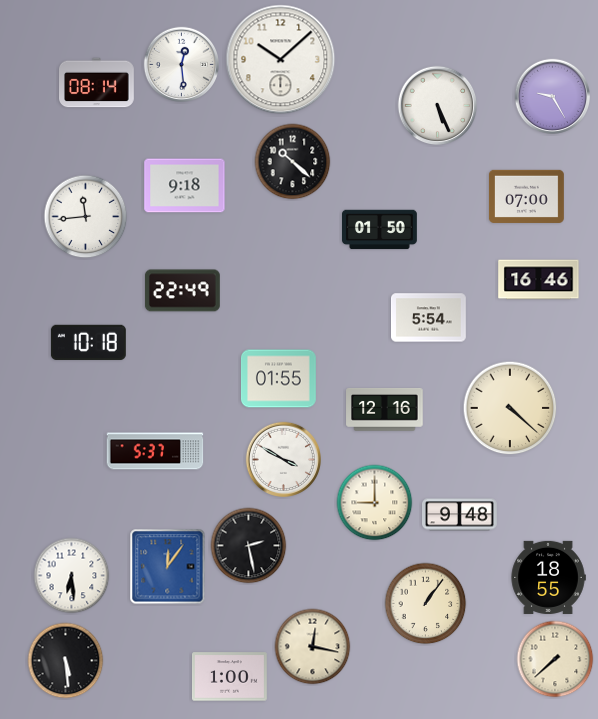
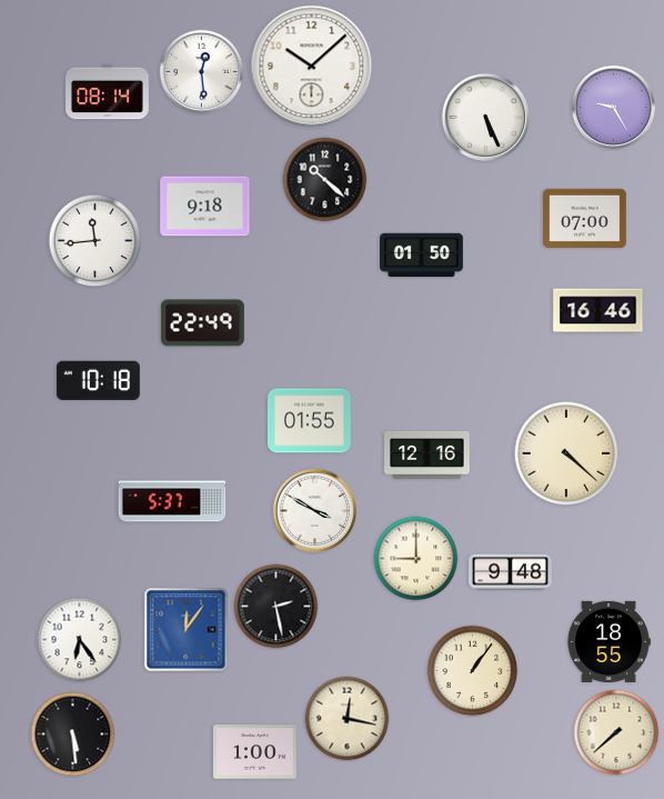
clock at (429, 318): 5:54 -> none
clock at (72, 576): 6:29 -> 6:24
